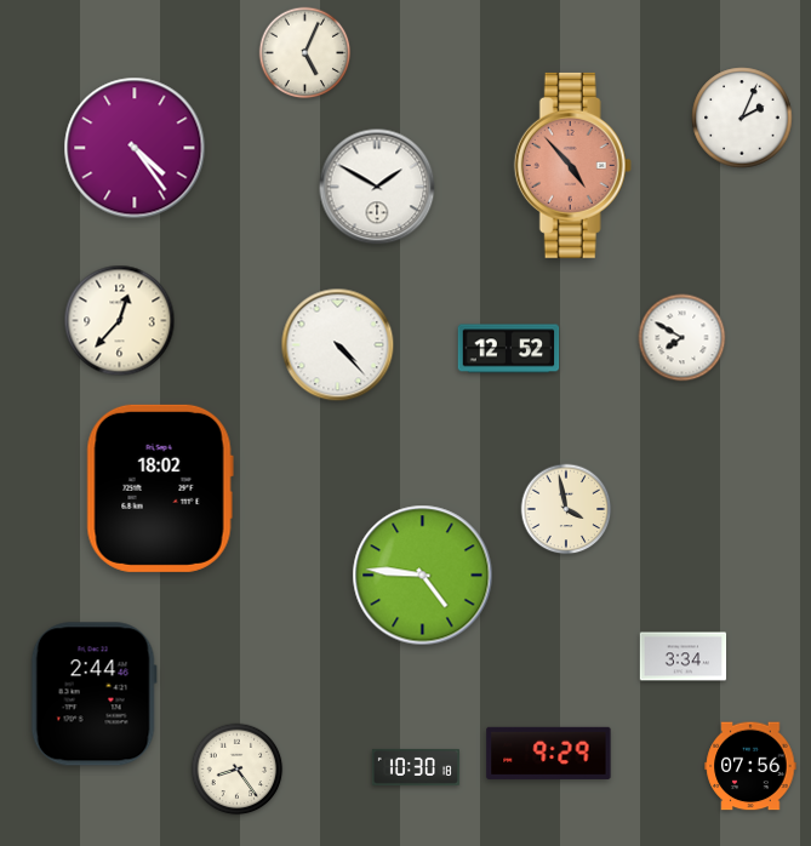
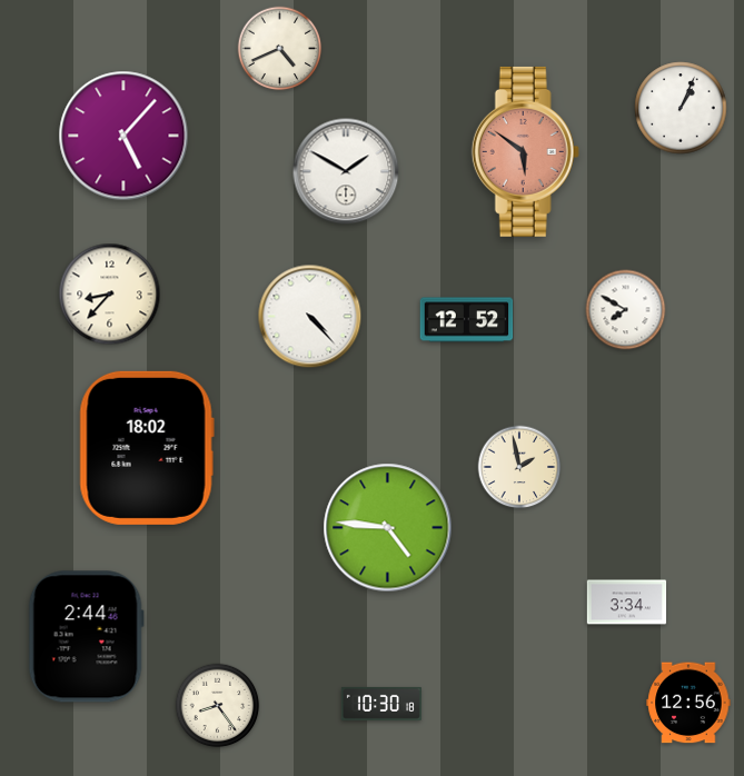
clock at (305, 53): 5:04 -> 4:41
clock at (742, 118): 2:04 -> 1:04
clock at (135, 148): 4:24 -> 5:07
clock at (572, 165): 4:53 -> 5:51
clock at (120, 321): 12:37 -> 8:37
clock at (566, 509): 3:58 -> 1:58
clock at (549, 753): 9:29 -> none
clock at (750, 766): 07:56 -> 12:56
